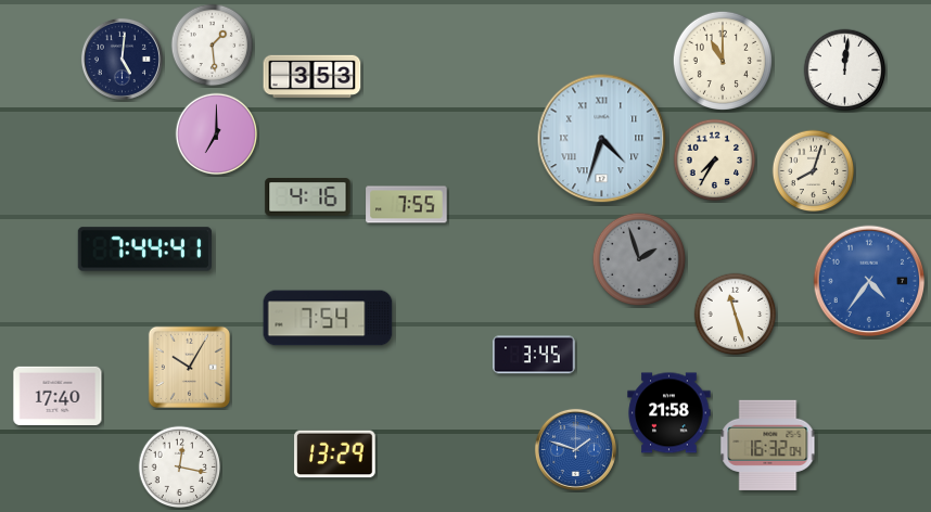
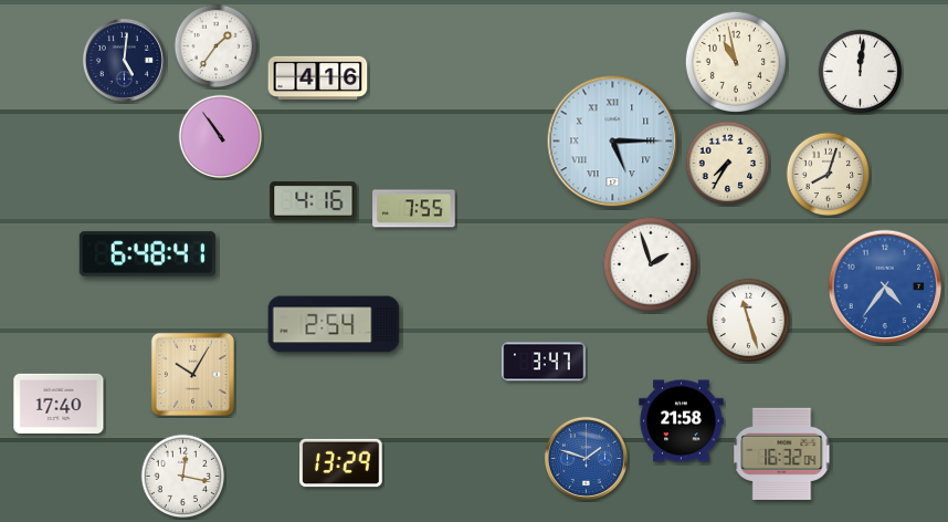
clock at (213, 46): 1:29 -> 1:36
clock at (722, 60): 11:00 -> 10:58
clock at (313, 77): 3:53 -> 4:16
clock at (217, 135): 7:00 -> 10:54
clock at (602, 139): 4:33 -> 5:15
clock at (144, 249): 7:44 -> 6:48
clock at (639, 259) dial: grey -> white
clock at (328, 318): 7:54 -> 2:54
clock at (534, 355): 3:45 -> 3:47
